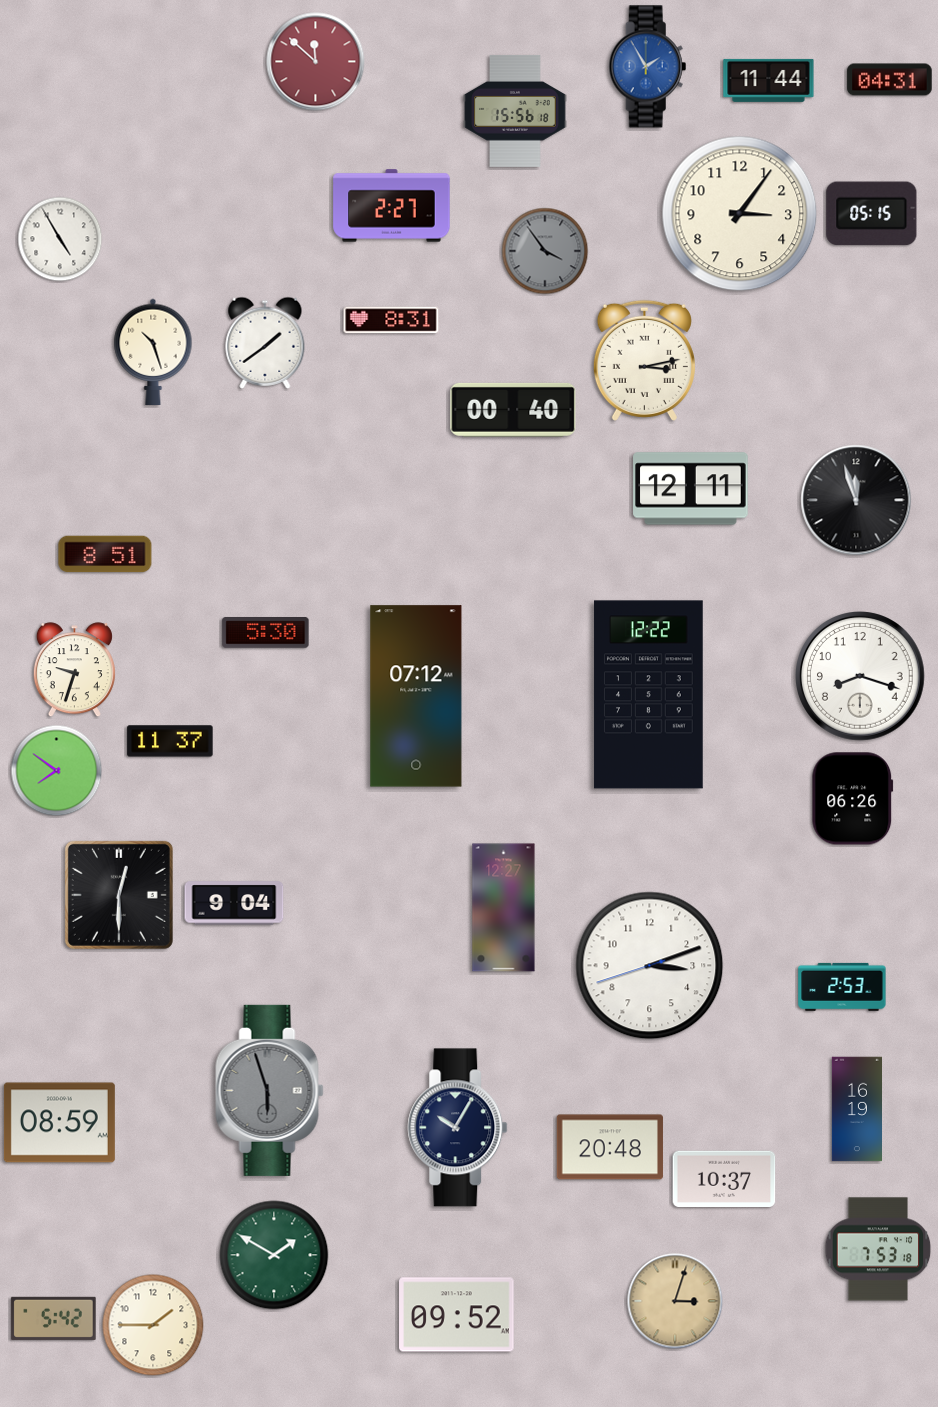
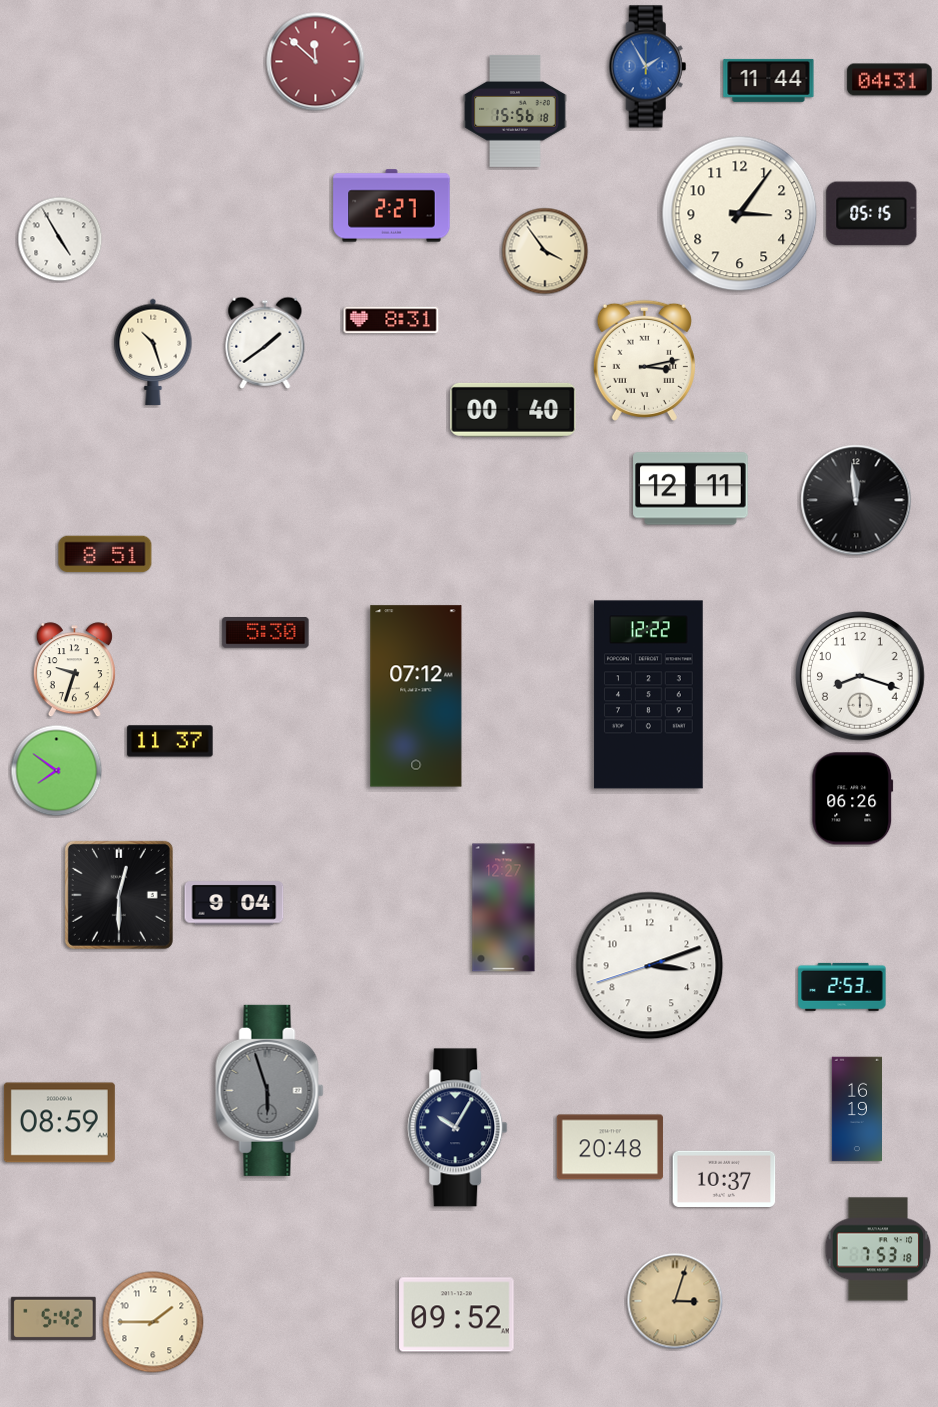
clock at (545, 251) dial: grey -> cream
clock at (856, 500): 11:57 -> 11:59
clock at (274, 1255): 1:50 -> none
clock at (153, 1325) position: (153, 1325) -> (153, 1322)
